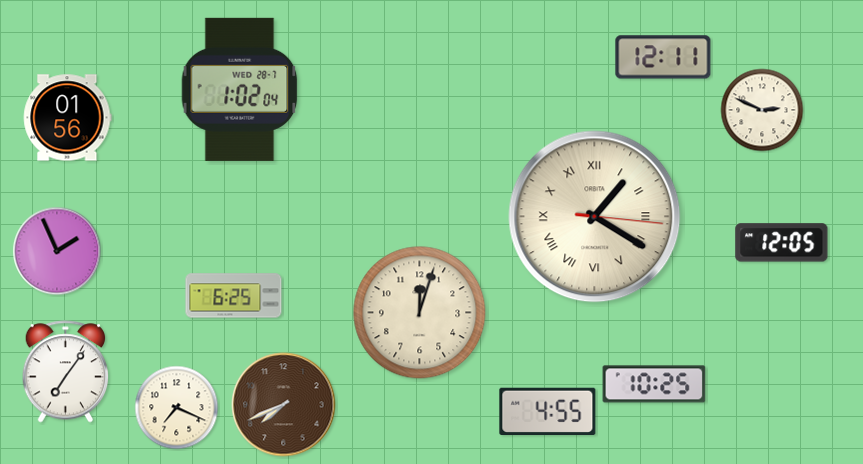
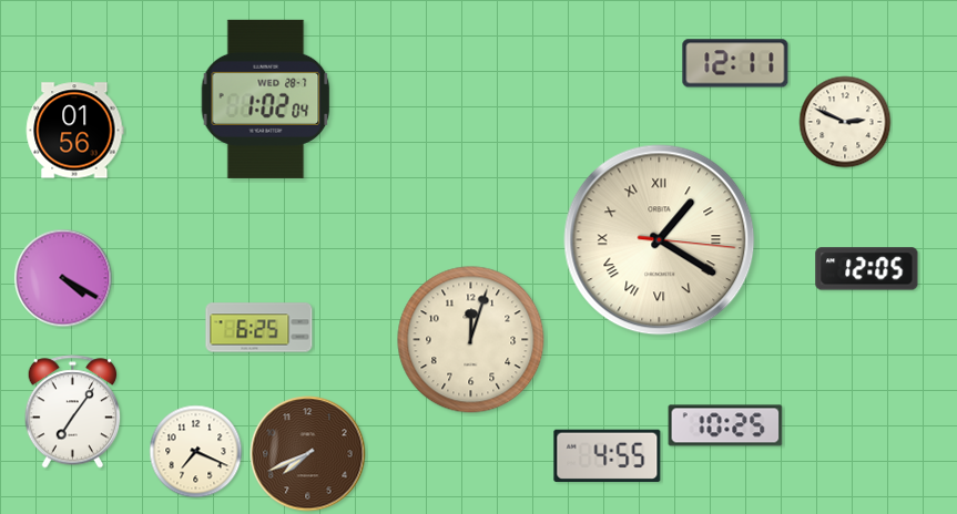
clock at (57, 251): 1:56 -> 4:20
clock at (420, 313) position: (420, 313) -> (471, 340)
clock at (284, 405) position: (284, 405) -> (308, 454)
